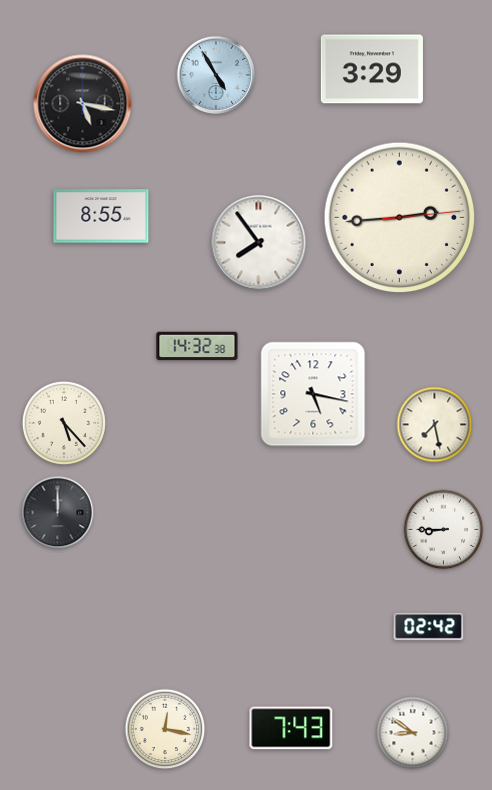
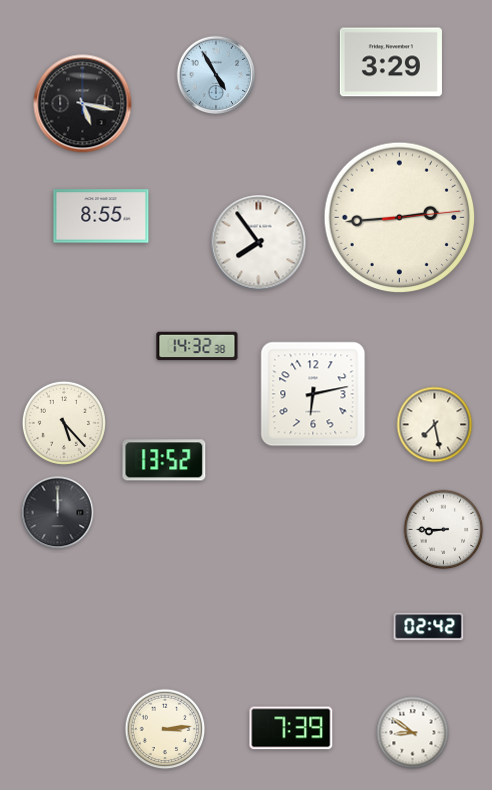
clock at (372, 69) position: (372, 69) -> (391, 62)
clock at (313, 394): 5:17 -> 6:13
clock at (164, 460): none -> 13:52
clock at (291, 728): 7:43 -> 7:39
clock at (165, 729): 12:17 -> 3:14
